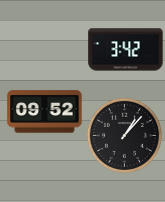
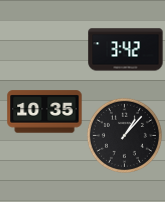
clock at (45, 112): 09:52 -> 10:35
